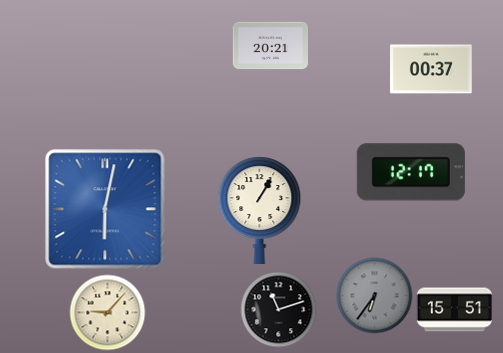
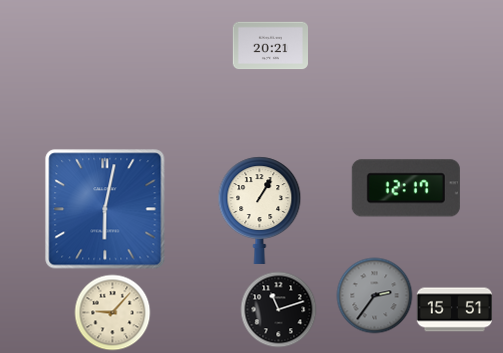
clock at (431, 69): 00:37 -> none
clock at (411, 172) position: (411, 172) -> (406, 188)
clock at (375, 296): 6:36 -> 2:36
clock at (108, 313) position: (108, 313) -> (113, 313)
